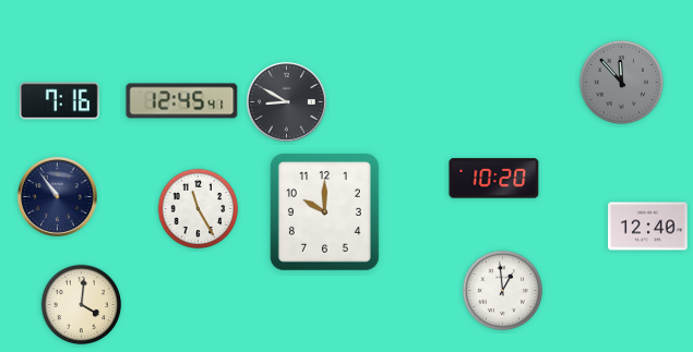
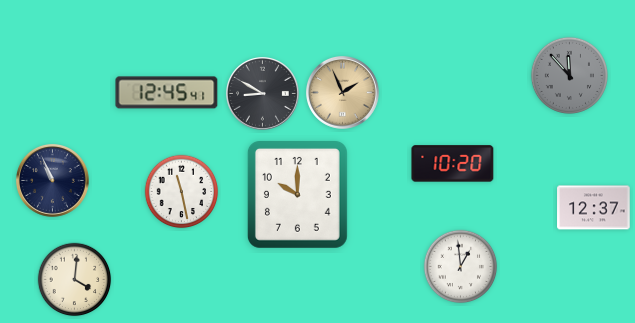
clock at (342, 92): none -> 1:56
clock at (60, 101): 7:16 -> none
clock at (57, 196): 10:54 -> 10:56
clock at (199, 209): 11:25 -> 11:28
clock at (648, 227): 12:40 -> 12:37
